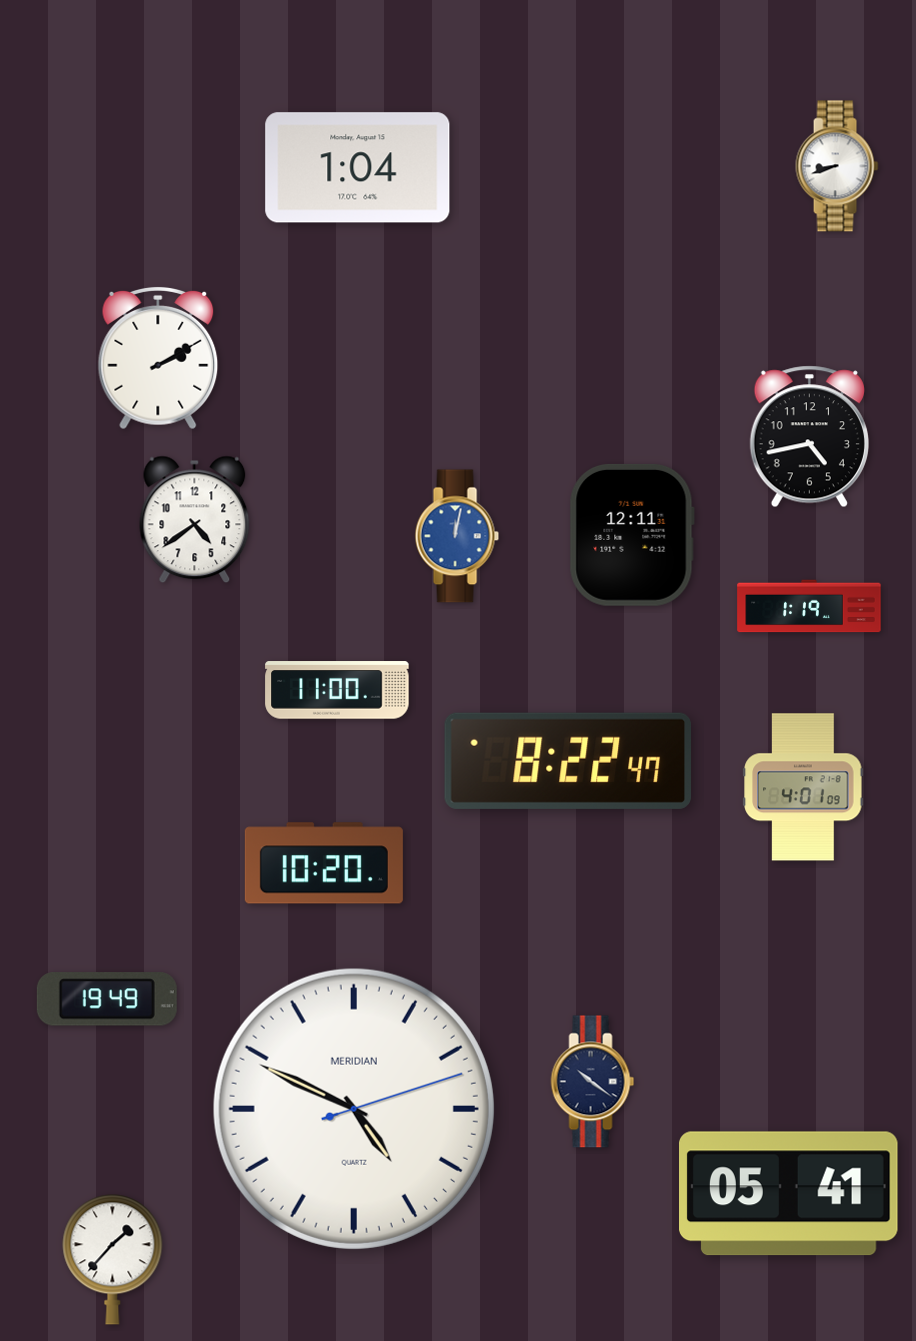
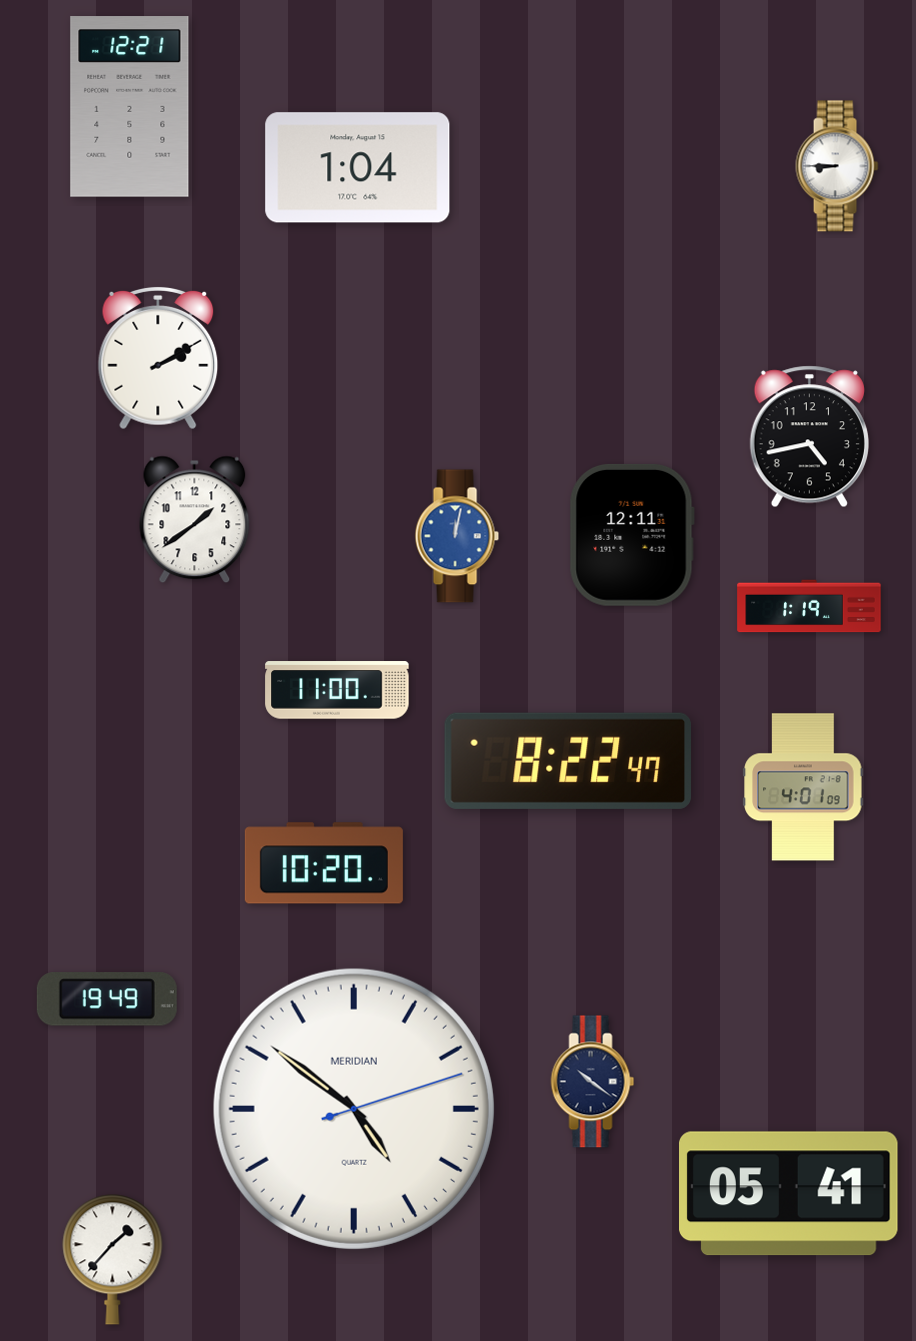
clock at (130, 107): none -> 12:21
clock at (837, 166): 8:42 -> 8:45
clock at (195, 520): 4:39 -> 1:39
clock at (354, 1109): 4:49 -> 4:51
